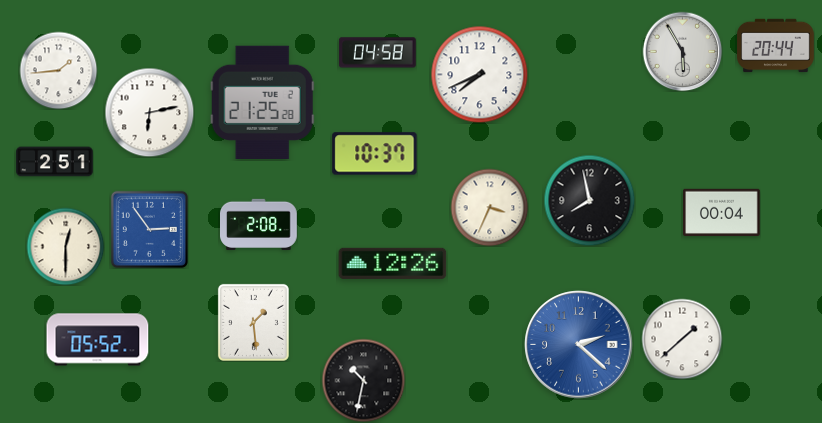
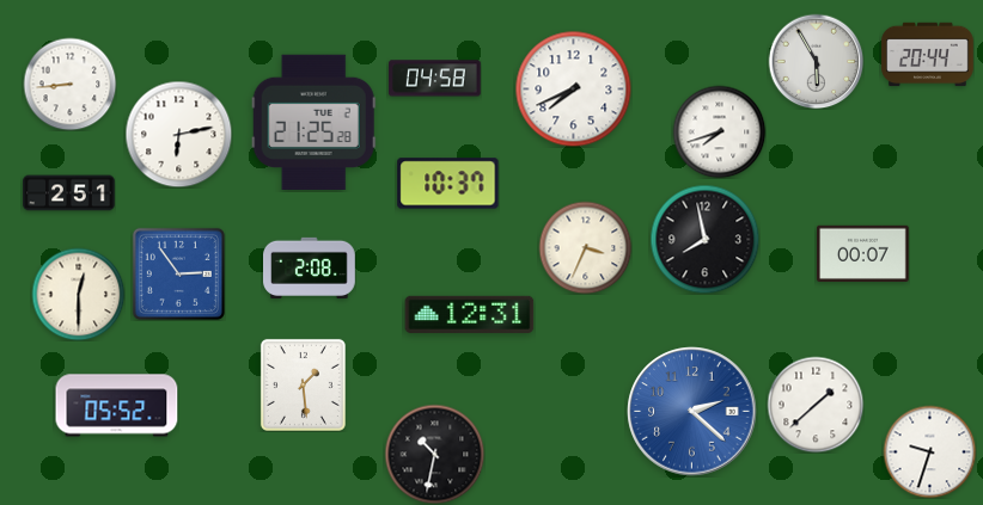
clock at (378, 53) position: (378, 53) -> (435, 79)
clock at (58, 70): 1:44 -> 8:44
clock at (719, 131): none -> 7:42
clock at (55, 162) position: (55, 162) -> (69, 193)
clock at (722, 212): 00:04 -> 00:07
clock at (393, 263): 12:26 -> 12:31
clock at (929, 451): none -> 9:33
